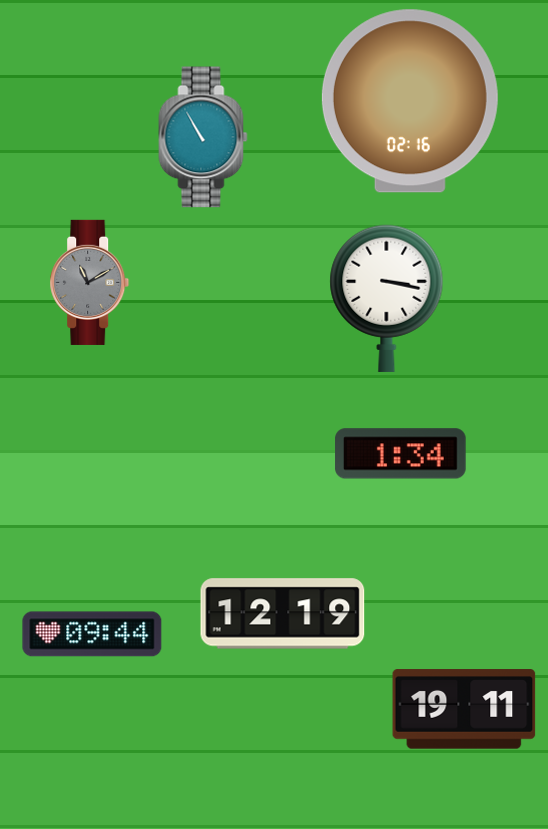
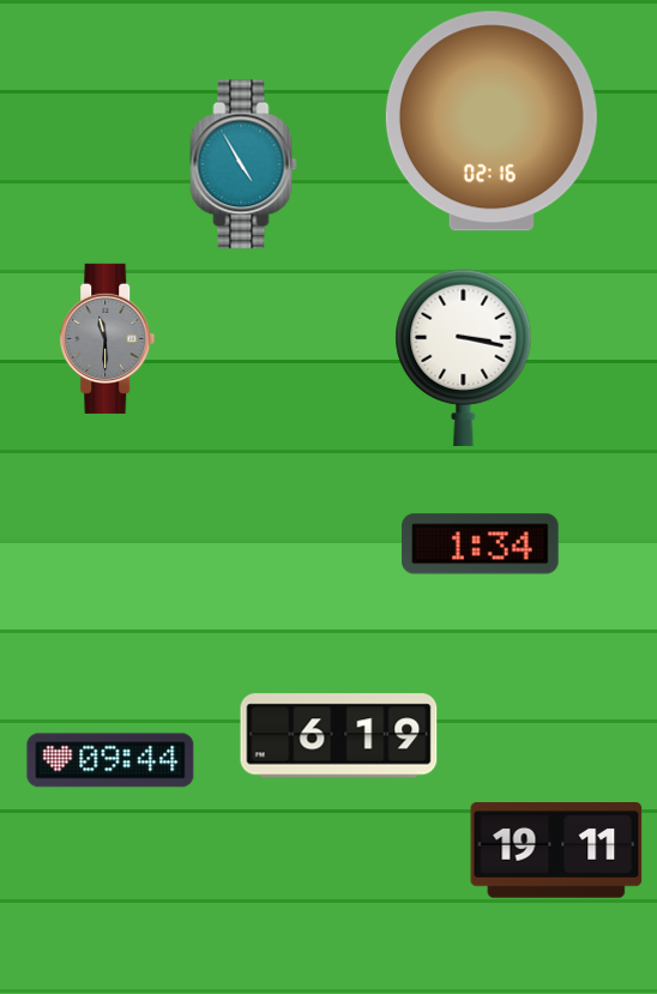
clock at (203, 137): 10:55 -> 4:55
clock at (90, 282): 11:10 -> 11:30
clock at (283, 614): 12:19 -> 6:19
